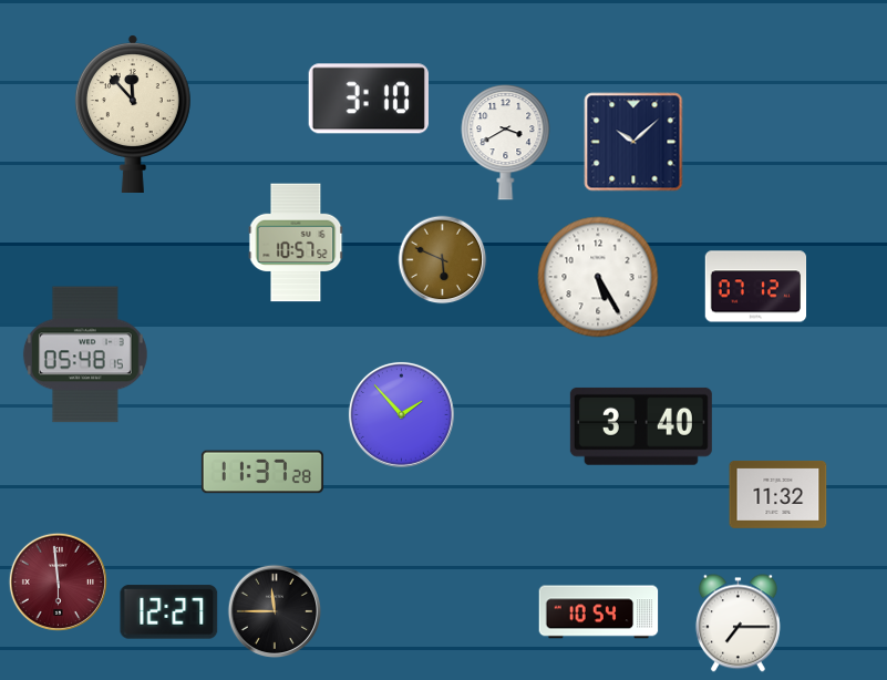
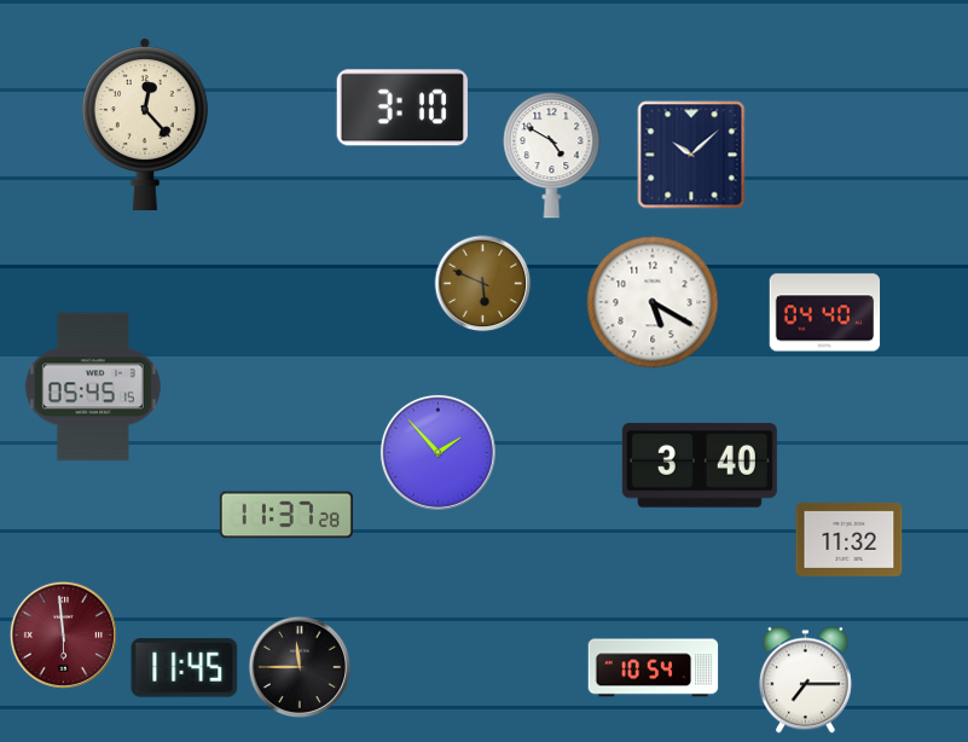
clock at (133, 113): 11:53 -> 12:23
clock at (506, 143): 3:40 -> 4:50
clock at (296, 243): 10:57 -> none
clock at (598, 277): 5:25 -> 5:20
clock at (756, 287): 07:12 -> 04:40
clock at (85, 354): 05:48 -> 05:45
clock at (169, 612): 12:27 -> 11:45
